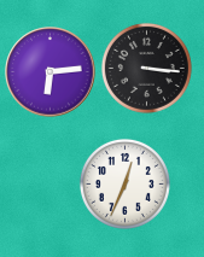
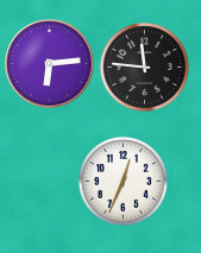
clock at (146, 68): 3:16 -> 11:46
clock at (51, 72) position: (51, 72) -> (50, 64)
